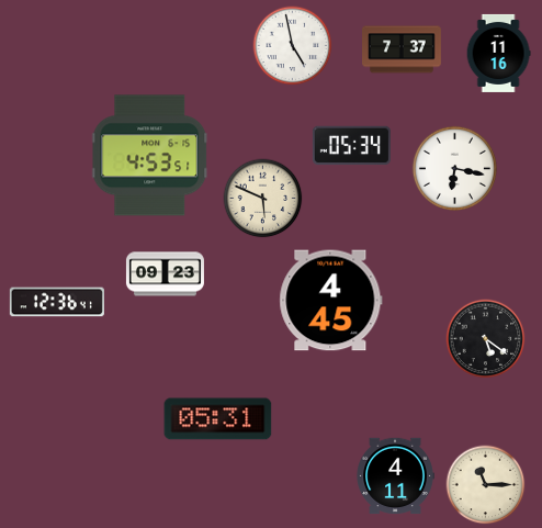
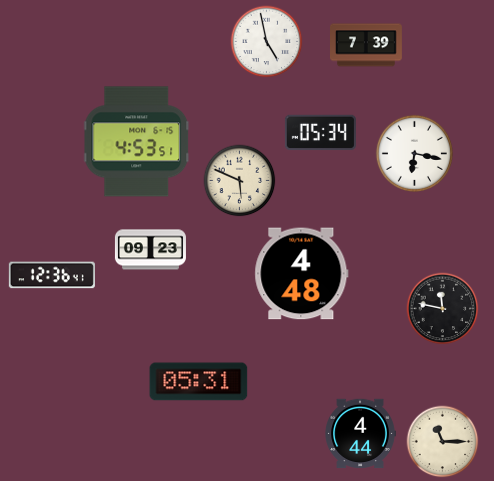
clock at (403, 49): 7:37 -> 7:39
clock at (498, 53): 11:16 -> none
clock at (331, 301): 4:45 -> 4:48
clock at (486, 339): 5:21 -> 11:47
clock at (395, 476): 4:11 -> 4:44
